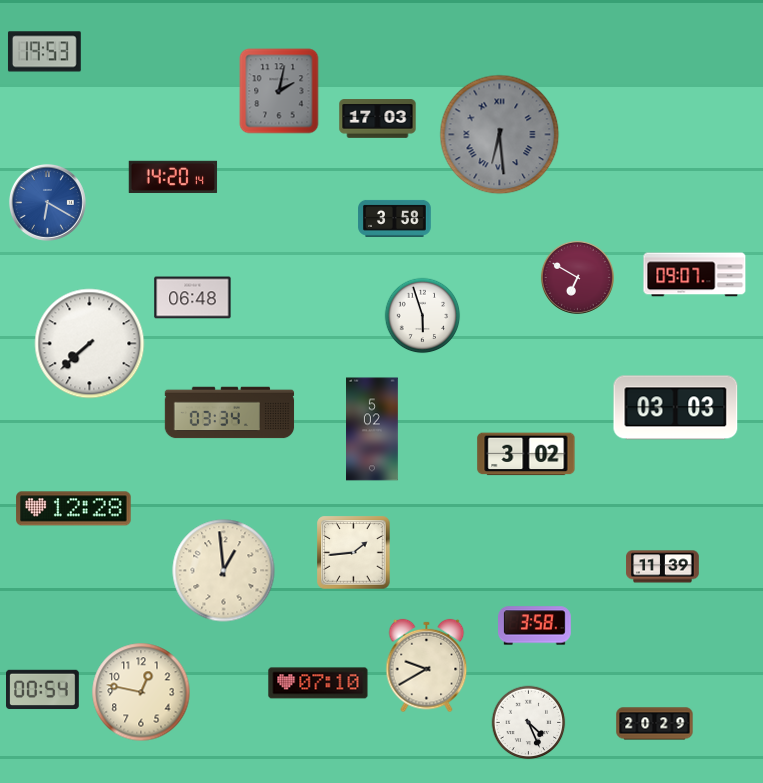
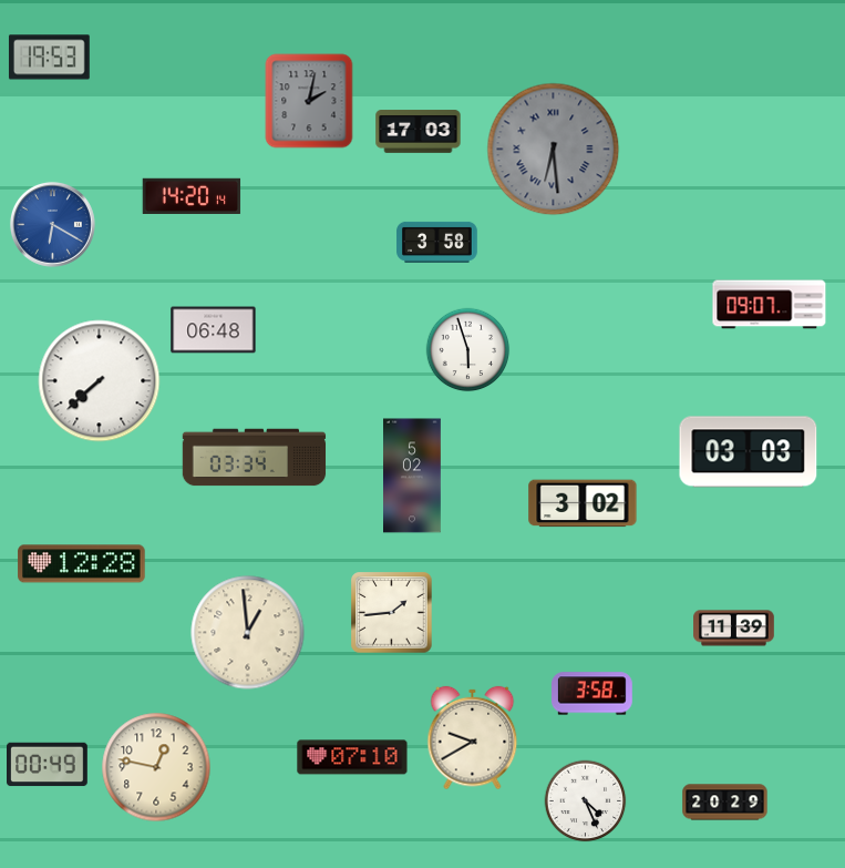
clock at (577, 277): 6:50 -> none
clock at (43, 690): 00:54 -> 00:49
